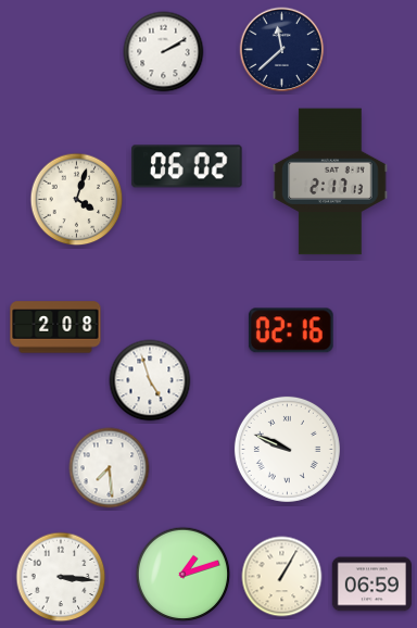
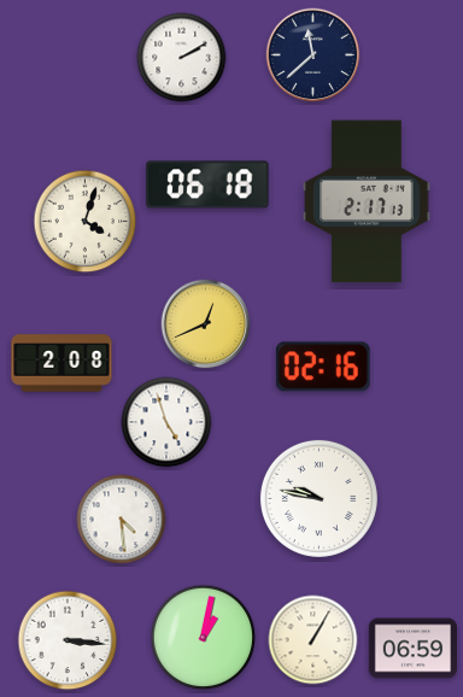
clock at (187, 166): 06:02 -> 06:18
clock at (206, 324): none -> 12:41
clock at (287, 449): 9:49 -> 9:47
clock at (110, 468): 7:29 -> 4:29
clock at (184, 575): 1:12 -> 1:02
